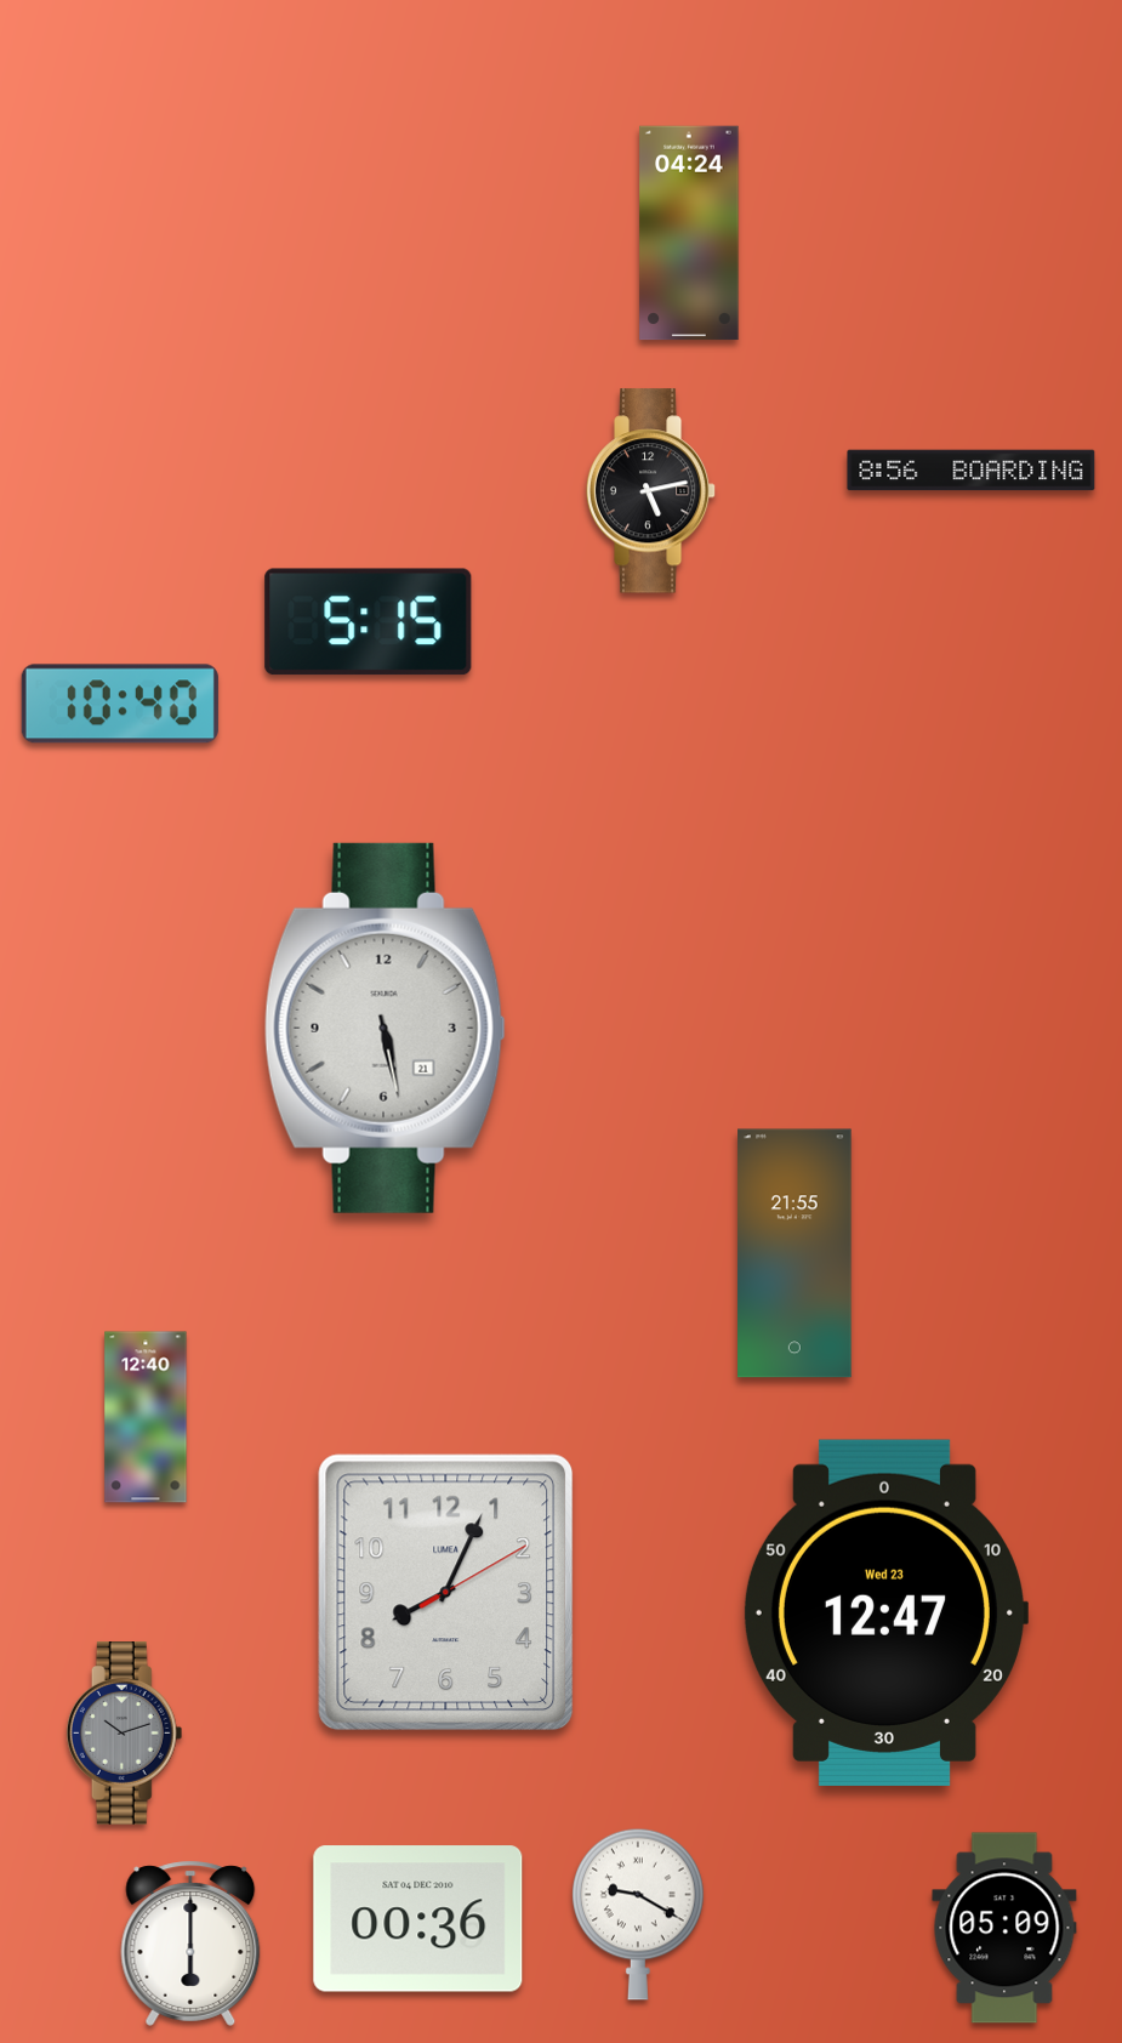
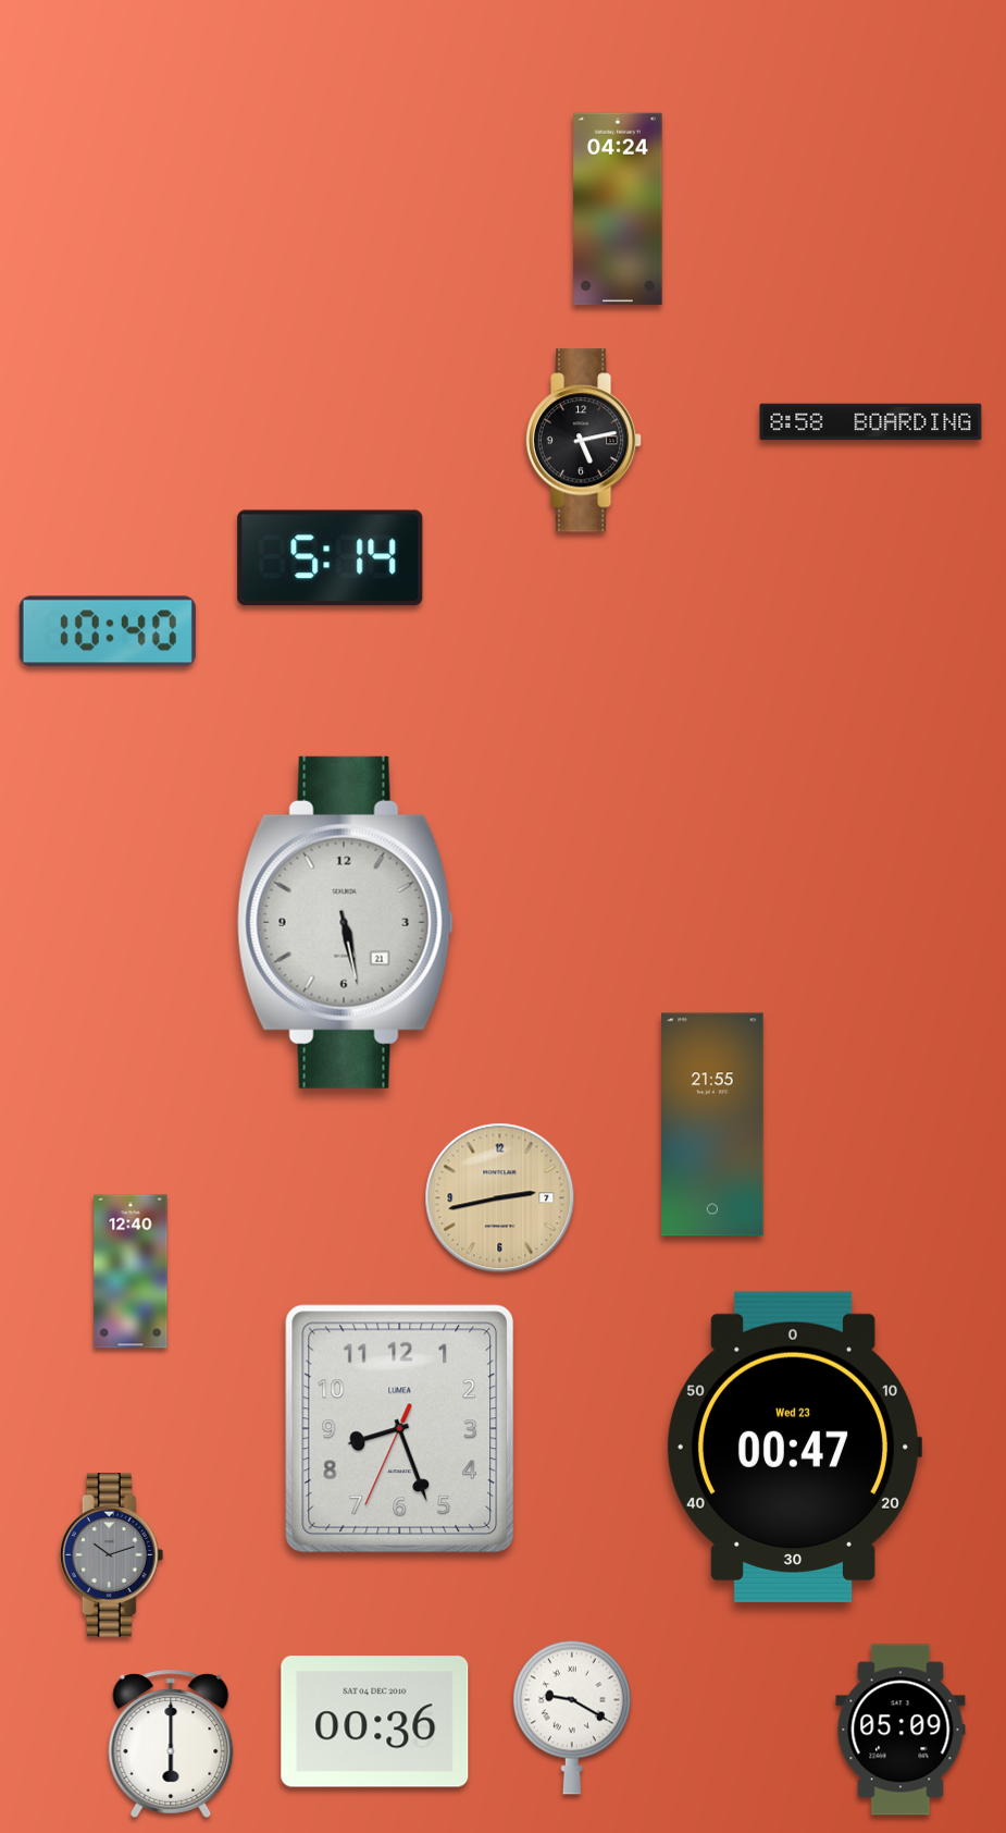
clock at (972, 471): 8:56 -> 8:58
clock at (369, 622): 5:15 -> 5:14
clock at (500, 1198): none -> 2:43
clock at (446, 1593): 8:04 -> 8:26
clock at (885, 1612): 12:47 -> 00:47
